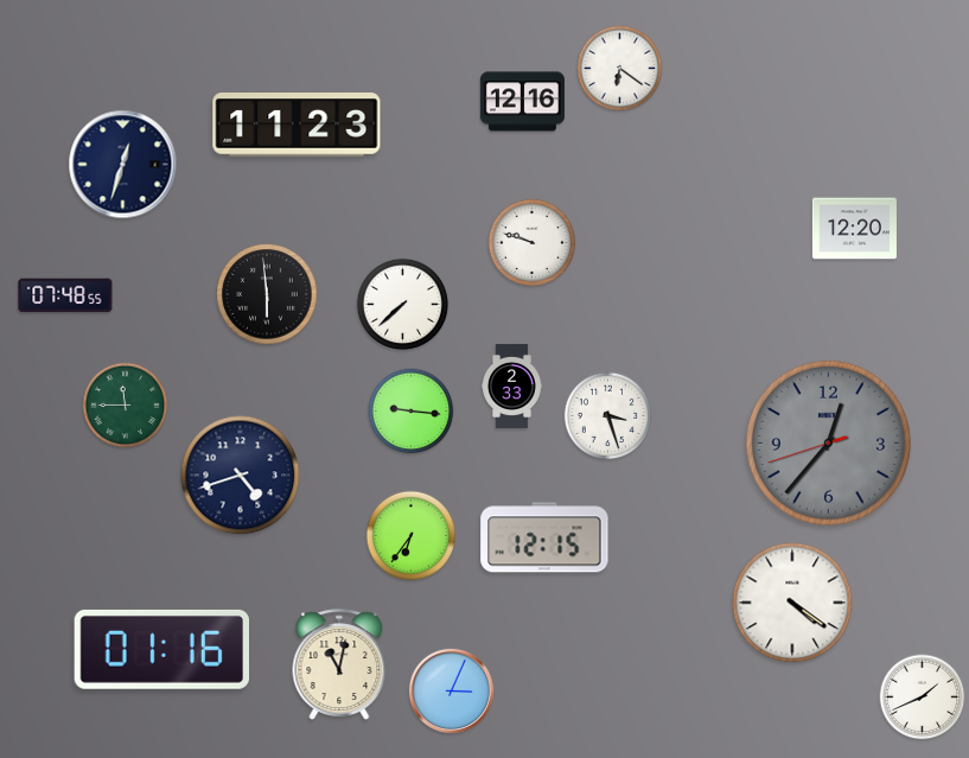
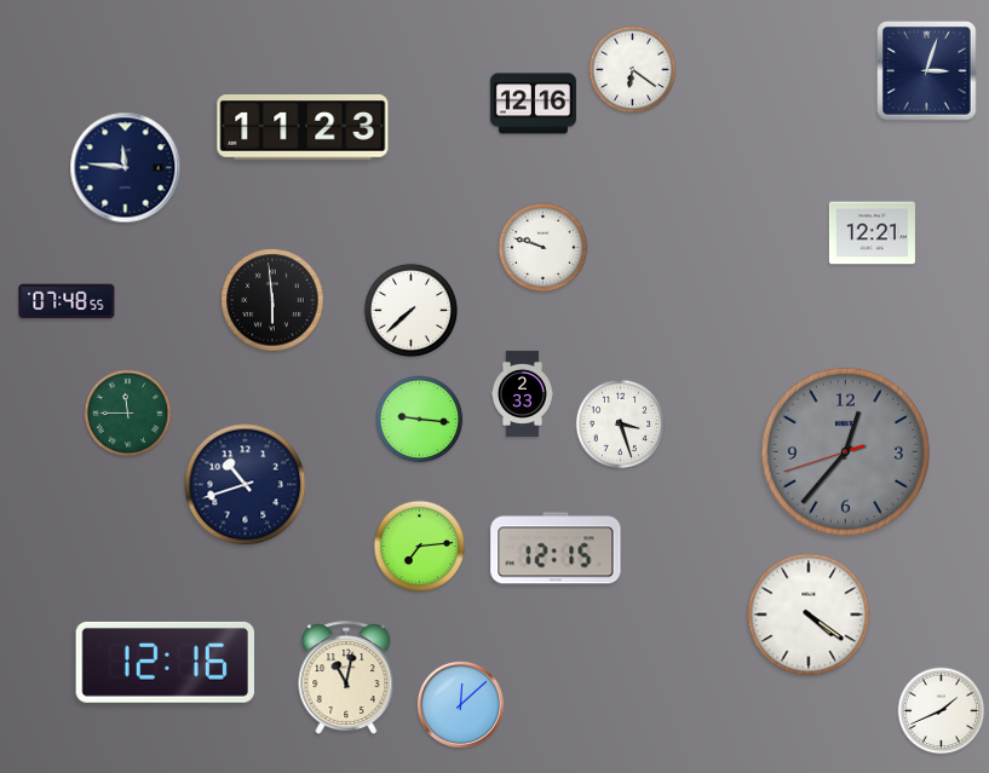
clock at (927, 71): none -> 3:03
clock at (123, 165): 12:33 -> 11:46
clock at (854, 229): 12:20 -> 12:21
clock at (241, 476): 4:42 -> 10:42
clock at (412, 536): 6:36 -> 7:14
clock at (161, 649): 01:16 -> 12:16
clock at (451, 690): 3:04 -> 12:08
